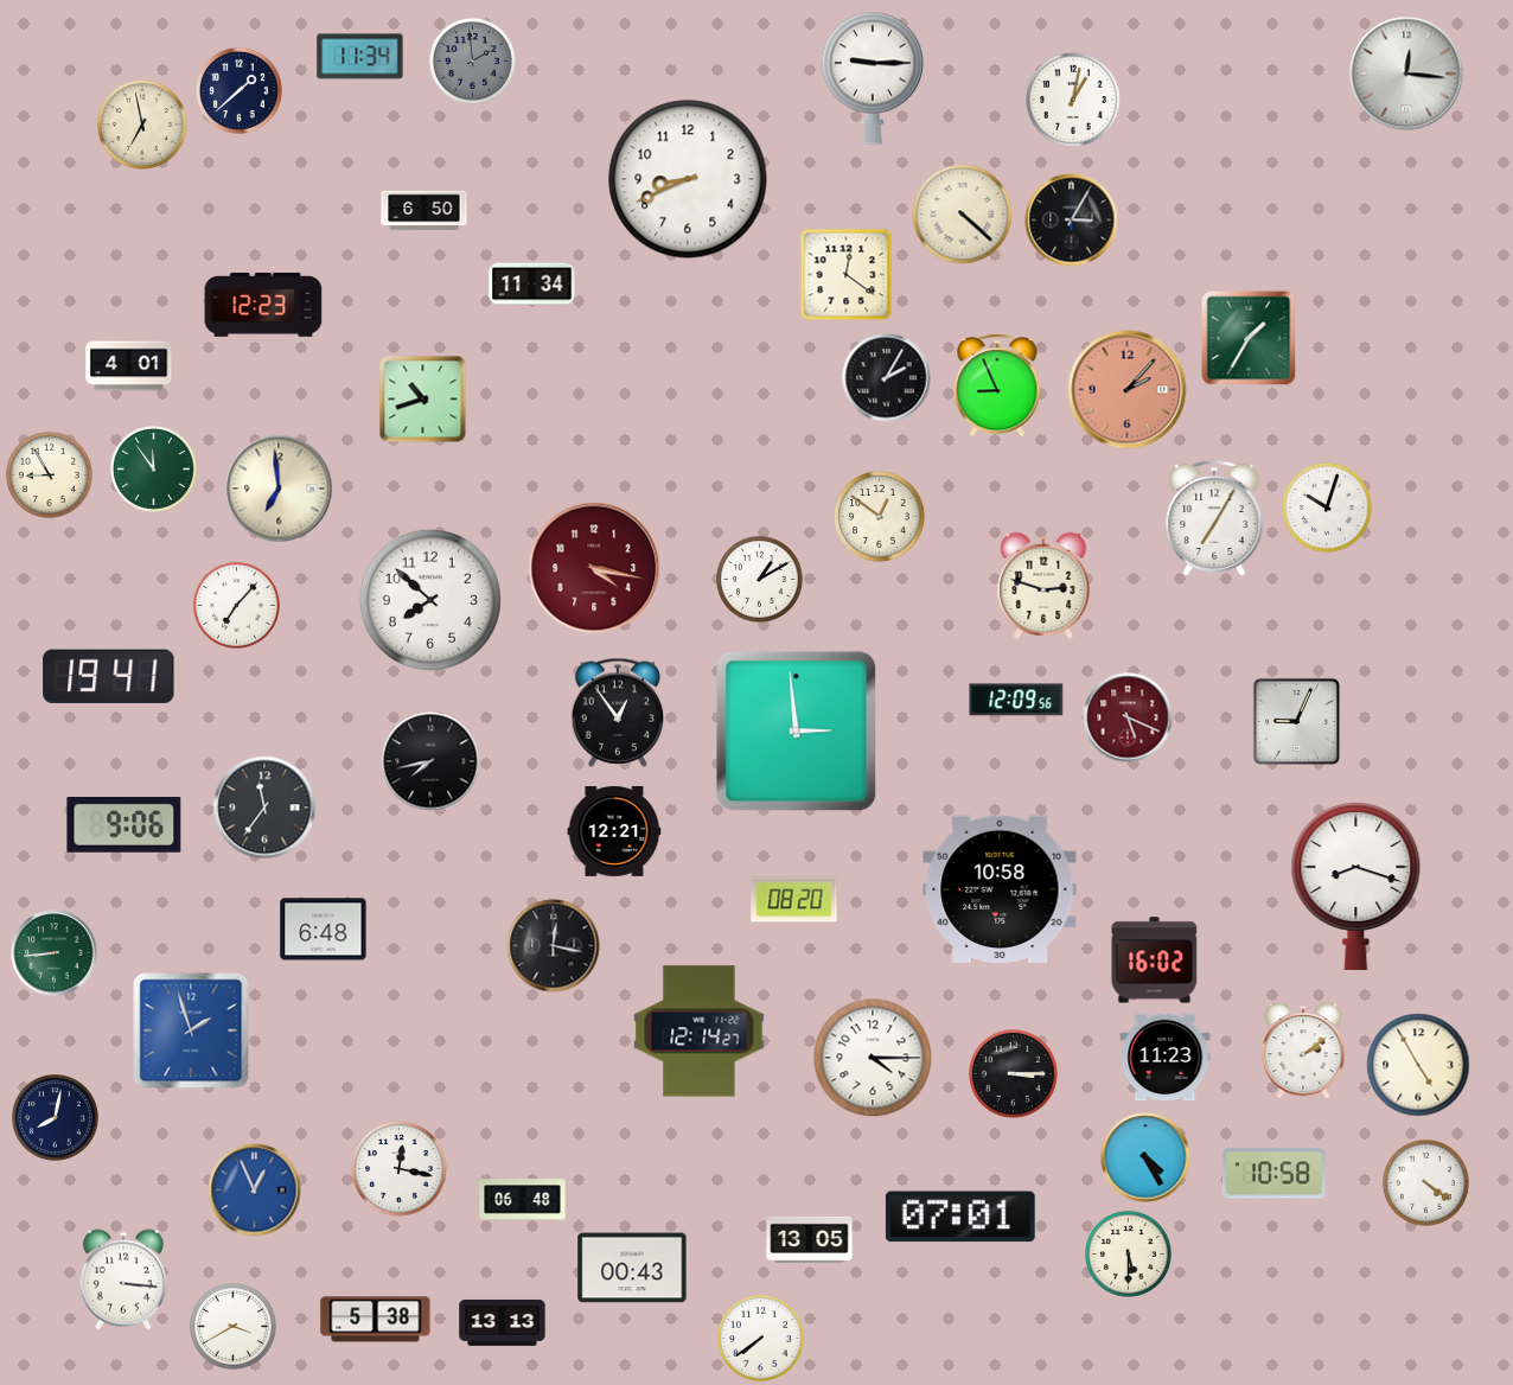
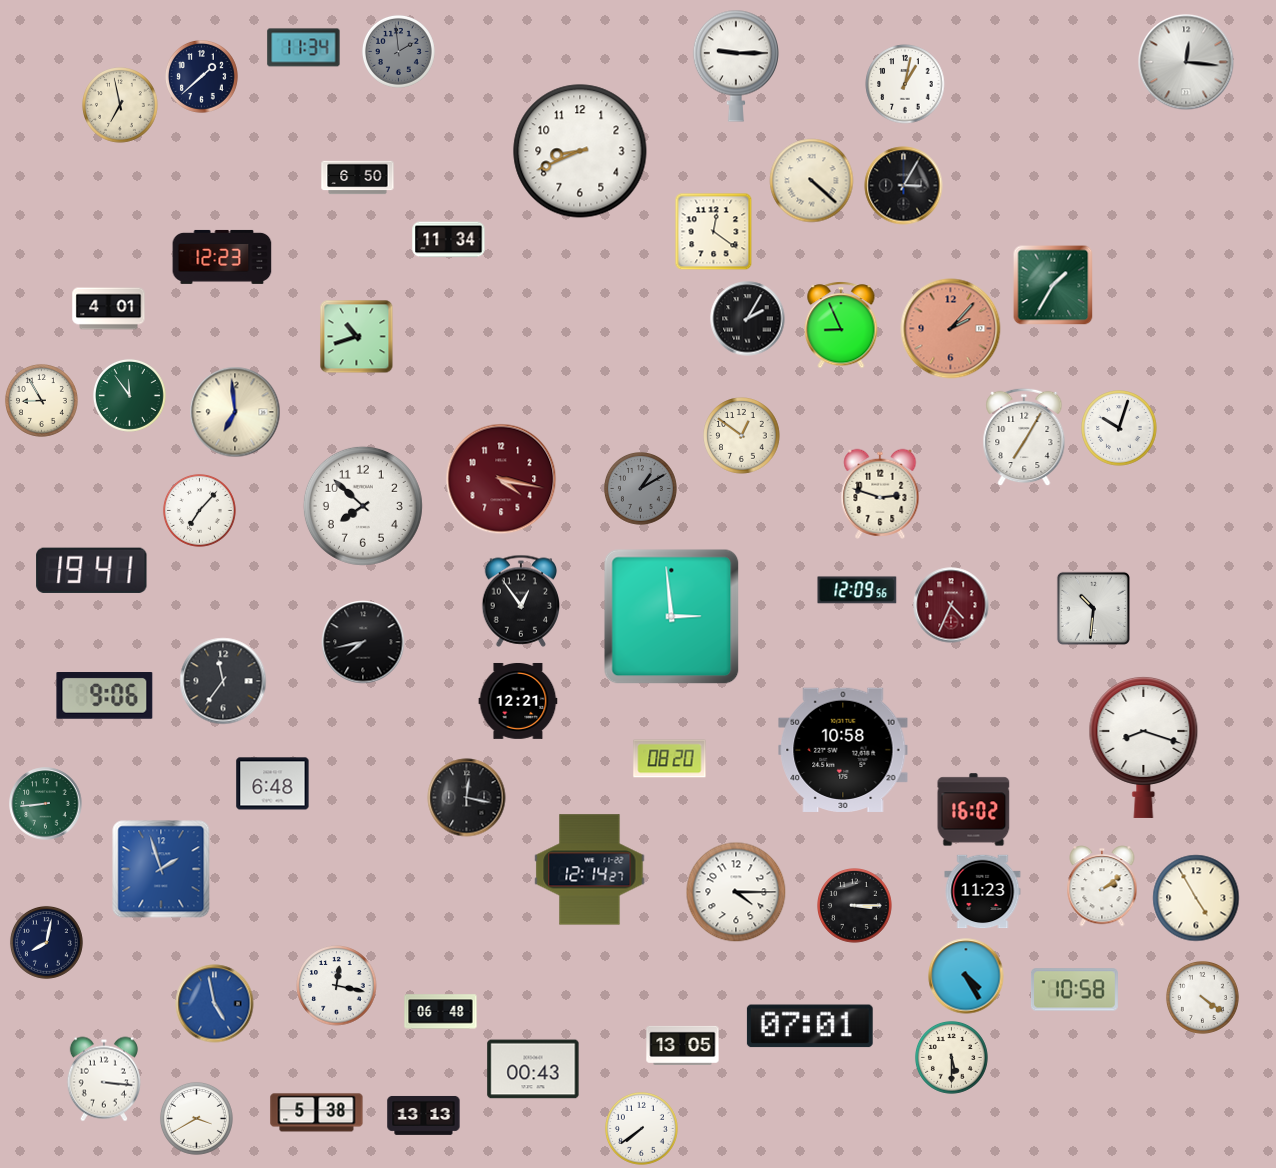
clock at (759, 579) dial: white -> grey
clock at (1128, 717): 5:19 -> 4:34
clock at (1296, 721): 9:04 -> 10:31
clock at (1303, 1051) position: (1303, 1051) -> (1102, 886)
clock at (255, 1191): 12:56 -> 4:58
